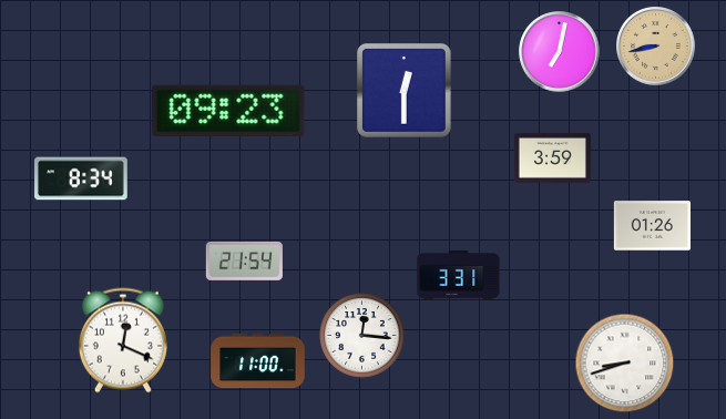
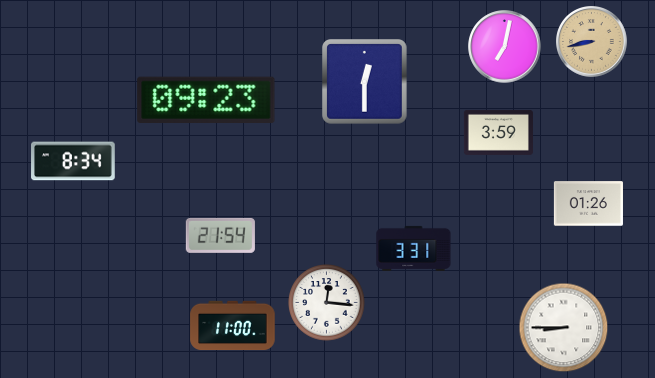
clock at (552, 157) position: (552, 157) -> (498, 132)
clock at (123, 340): 12:19 -> none
clock at (625, 364): 8:42 -> 8:45
